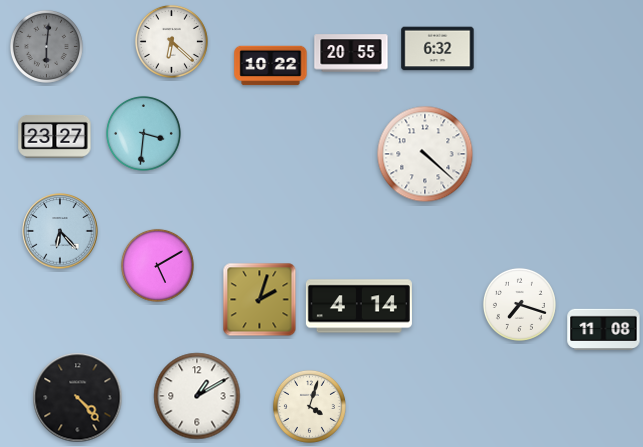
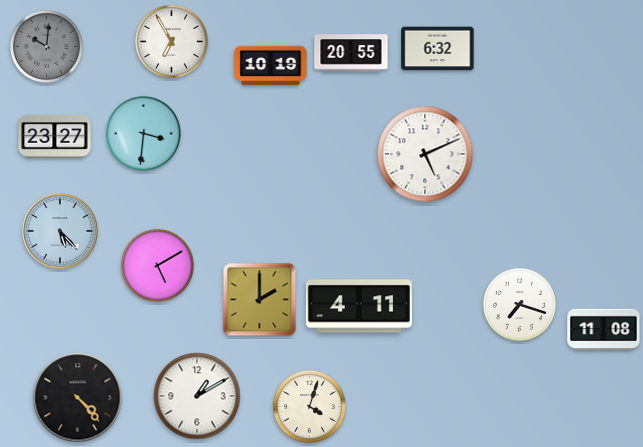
clock at (171, 41): 6:22 -> 6:55
clock at (46, 46): 6:01 -> 10:01
clock at (271, 66): 10:22 -> 10:19
clock at (425, 154): 4:22 -> 5:11
clock at (60, 231): 6:23 -> 5:23
clock at (260, 300): 2:03 -> 2:00
clock at (359, 306): 4:14 -> 4:11
